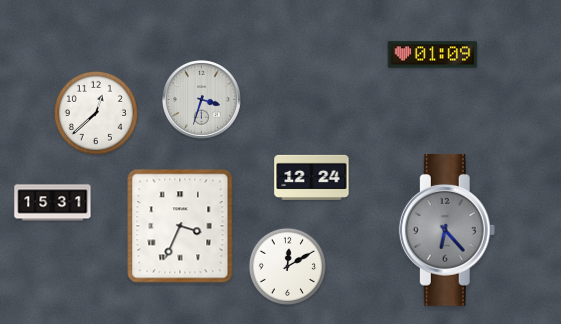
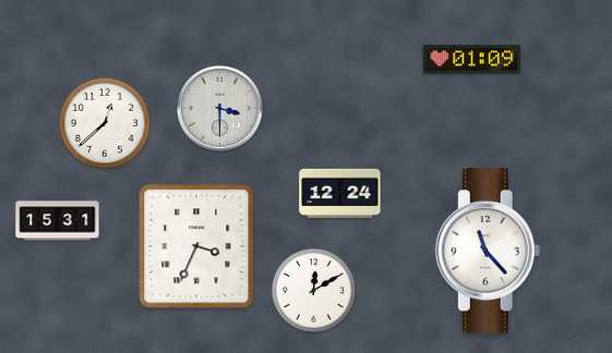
clock at (202, 100): 3:33 -> 3:30
clock at (447, 230): 6:23 -> 11:23
clock at (447, 230) dial: grey -> white
